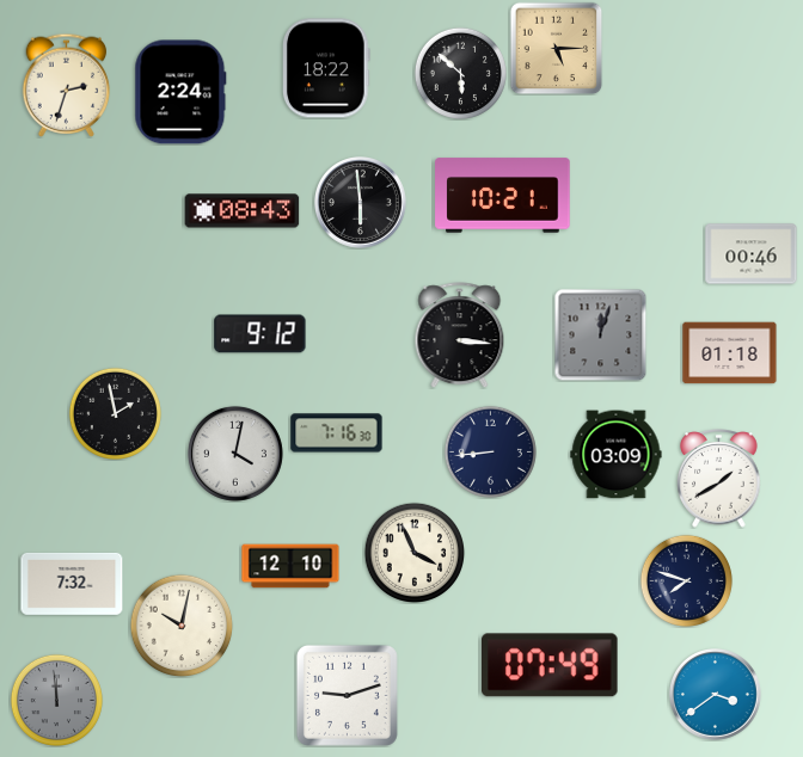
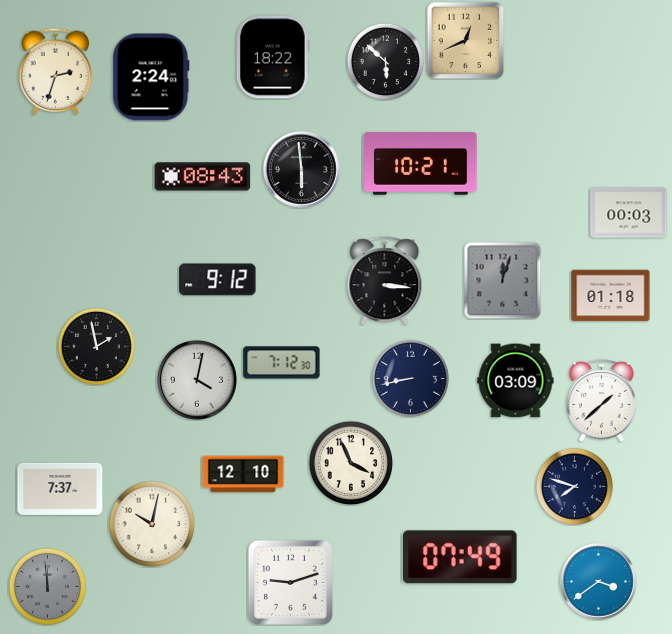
clock at (556, 48): 5:15 -> 12:41
clock at (752, 254): 00:46 -> 00:03
clock at (337, 433): 7:16 -> 7:12
clock at (490, 451): 8:44 -> 8:43
clock at (719, 479): 1:40 -> 1:38
clock at (415, 553) position: (415, 553) -> (351, 463)
clock at (72, 584): 7:32 -> 7:37
